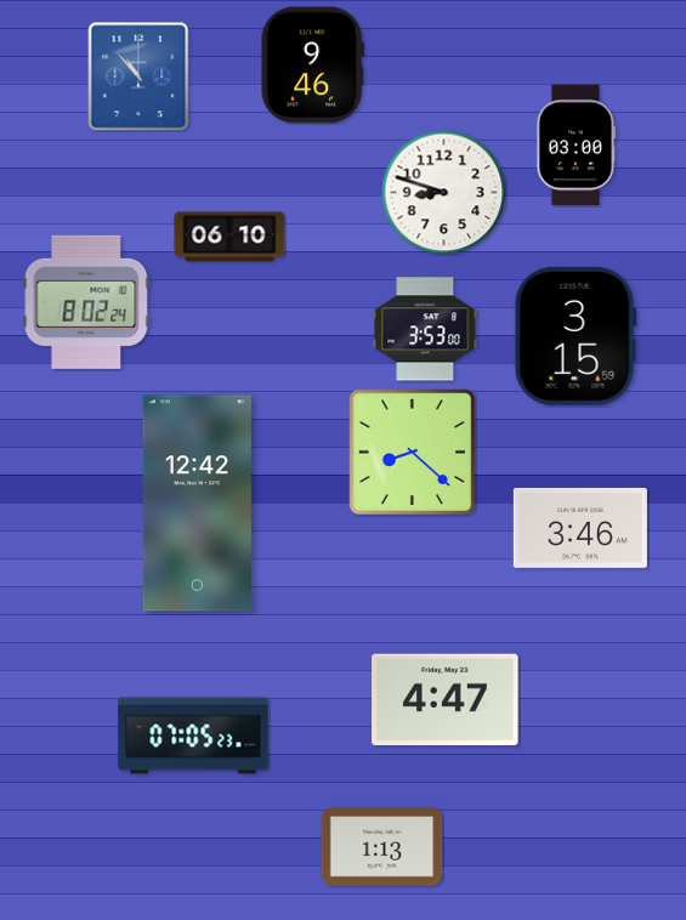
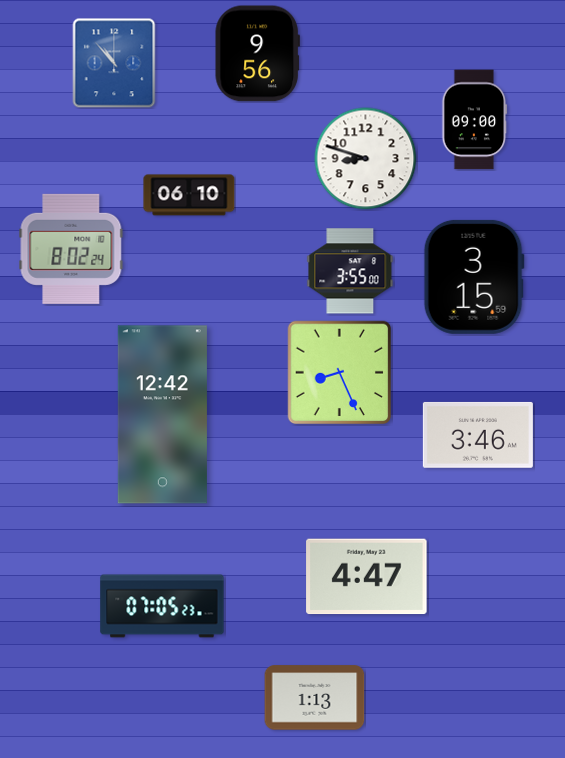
clock at (312, 66): 9:46 -> 9:56
clock at (577, 146): 03:00 -> 09:00
clock at (425, 329): 3:53 -> 3:55
clock at (413, 453): 8:22 -> 8:26
clock at (193, 736) position: (193, 736) -> (162, 606)
